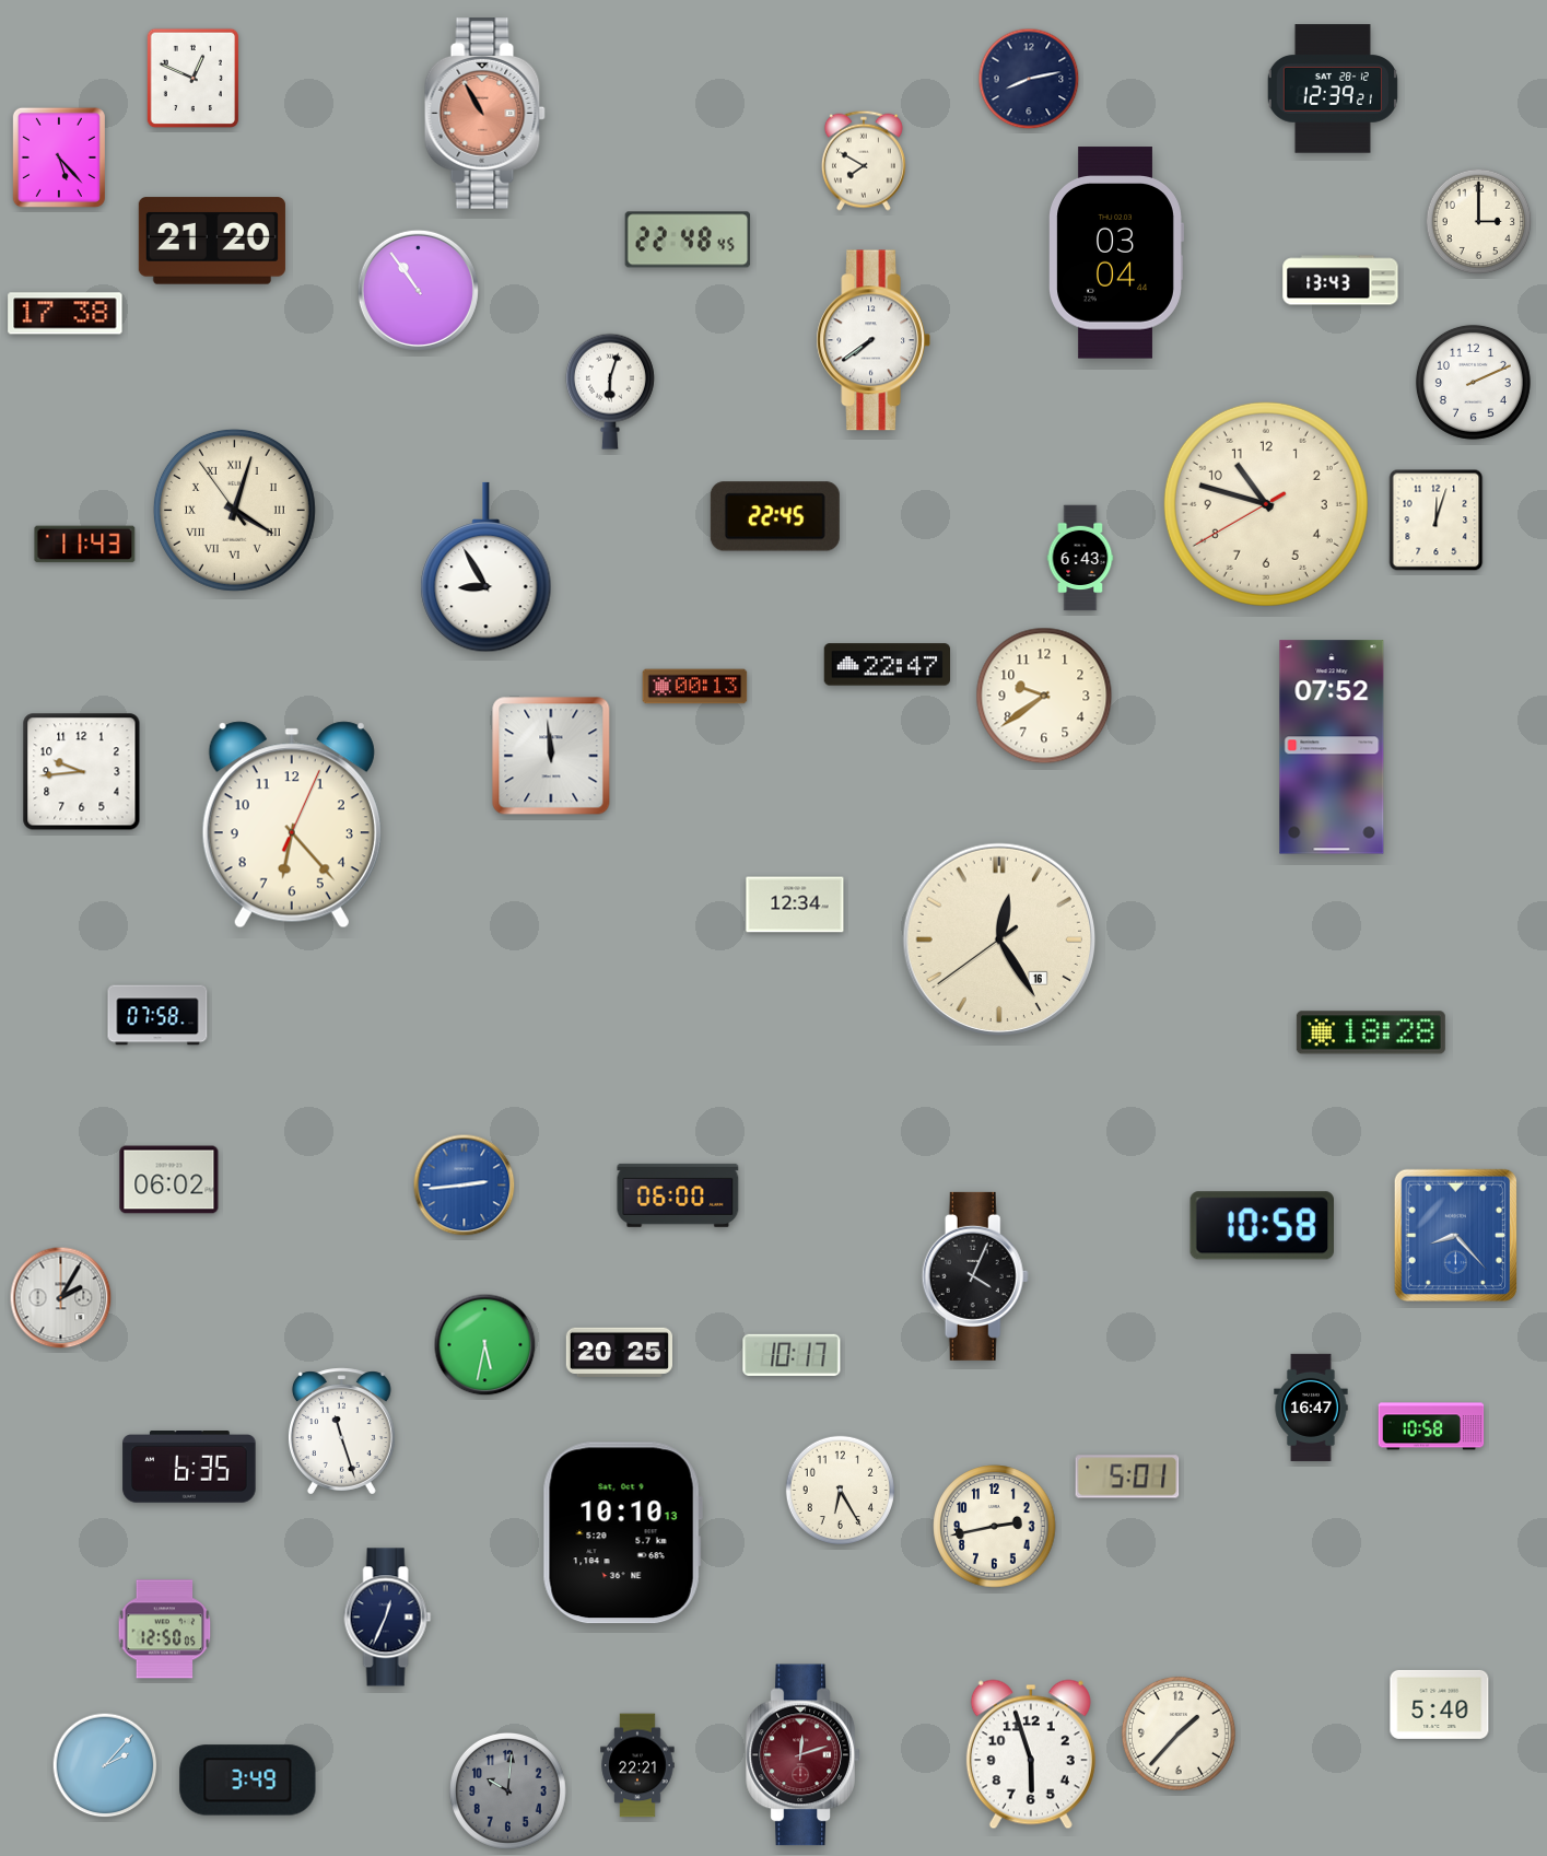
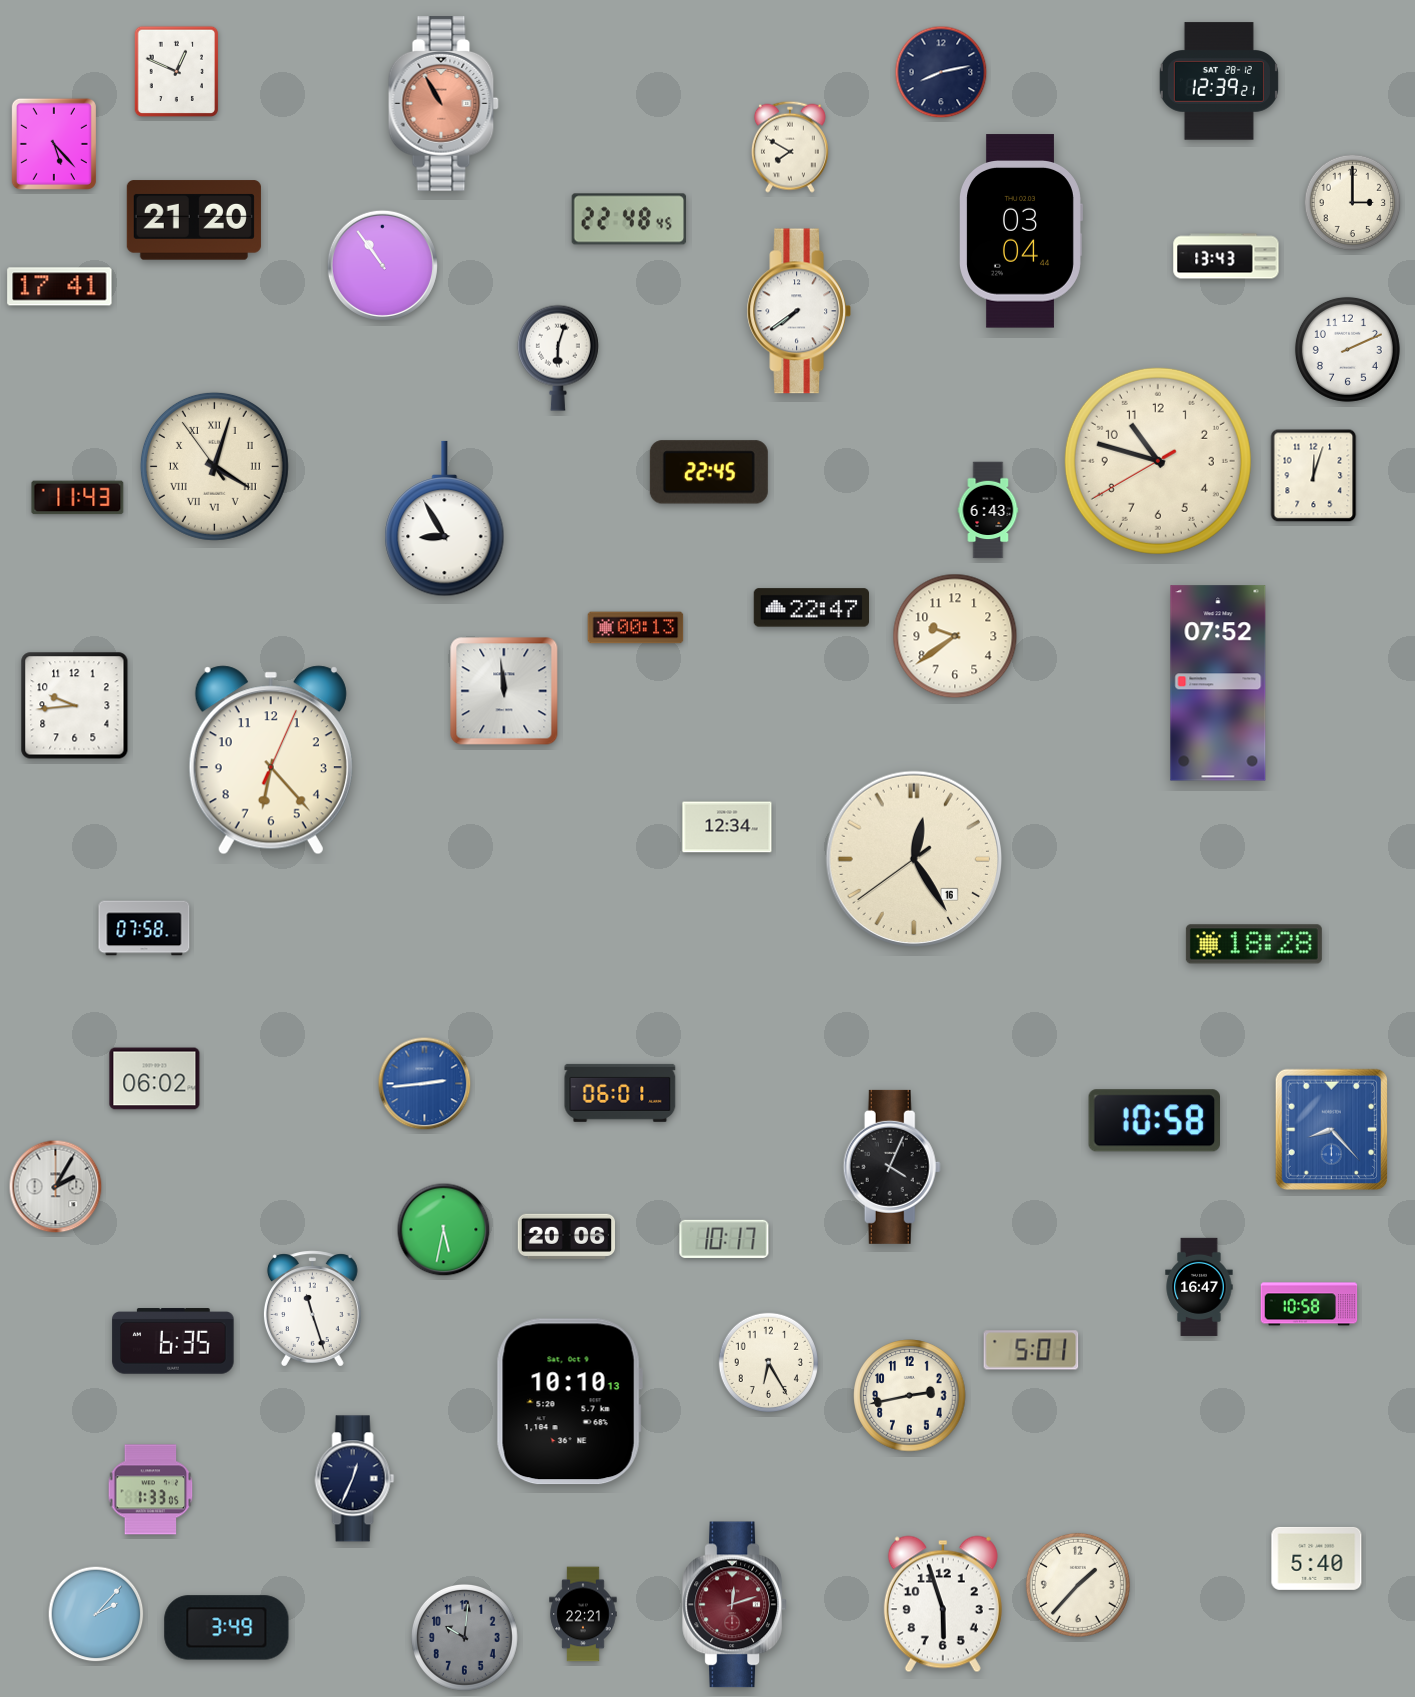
clock at (66, 314): 17:38 -> 17:41
clock at (292, 825) position: (292, 825) -> (271, 760)
clock at (678, 1195): 06:00 -> 06:01
clock at (619, 1352): 20:25 -> 20:06
clock at (165, 1630): 12:50 -> 1:33
